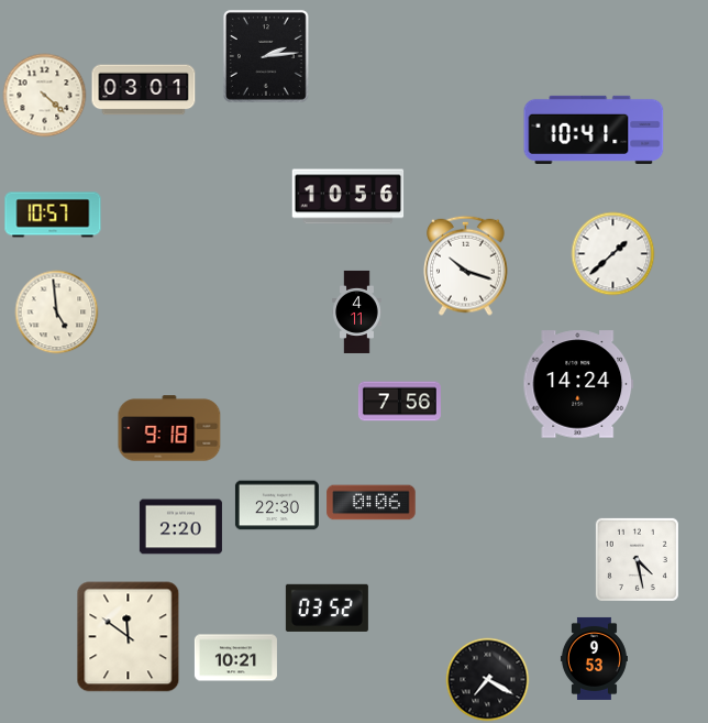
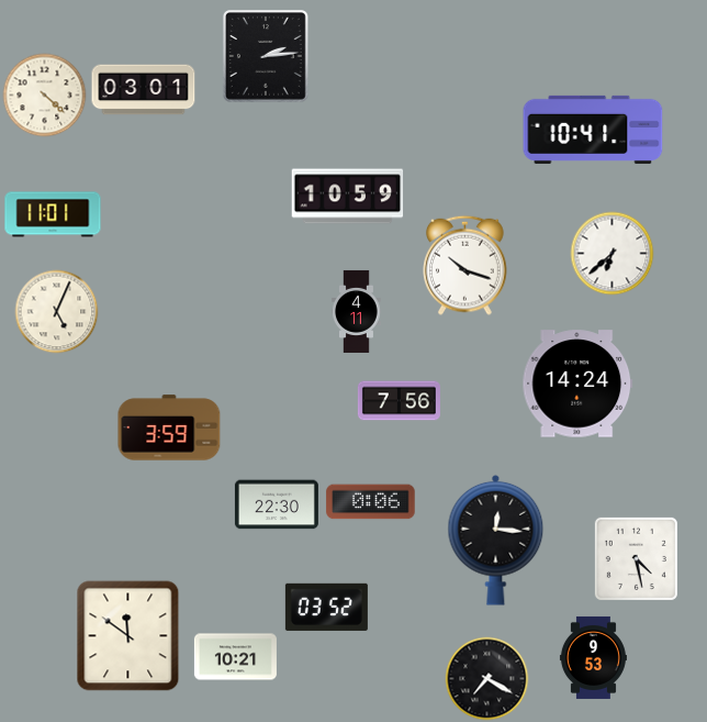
clock at (349, 197): 10:56 -> 10:59
clock at (53, 215): 10:57 -> 11:01
clock at (613, 254): 1:38 -> 6:38
clock at (57, 313): 4:59 -> 5:04
clock at (169, 428): 9:18 -> 3:59
clock at (180, 527): 2:20 -> none
clock at (496, 540): none -> 12:16
